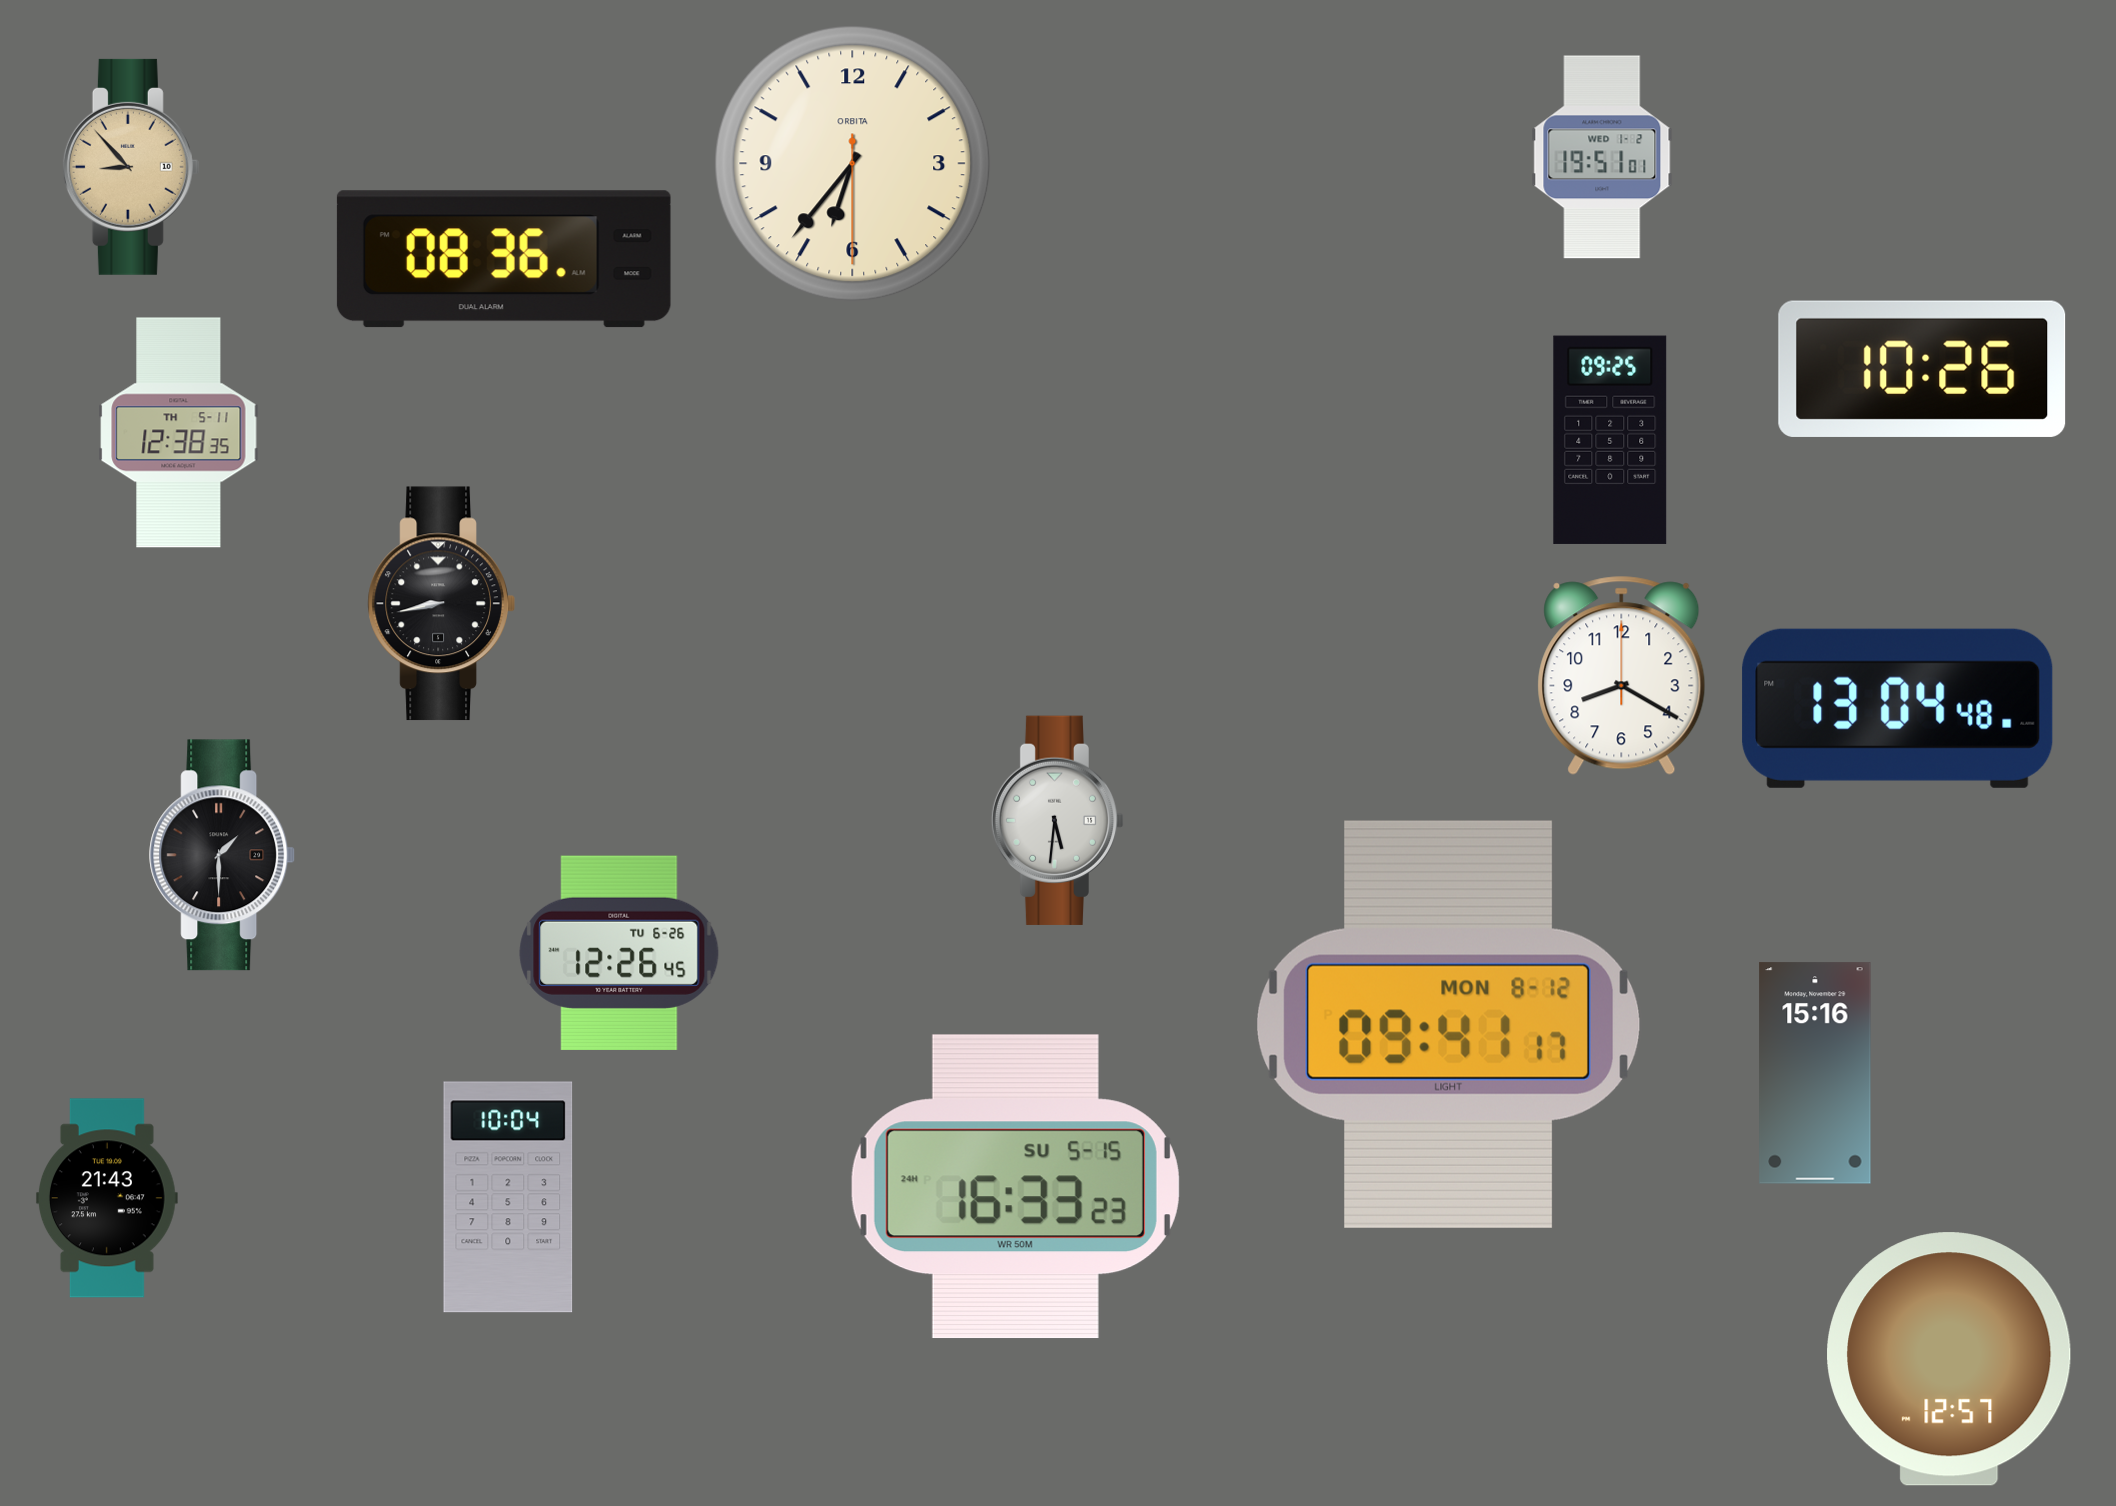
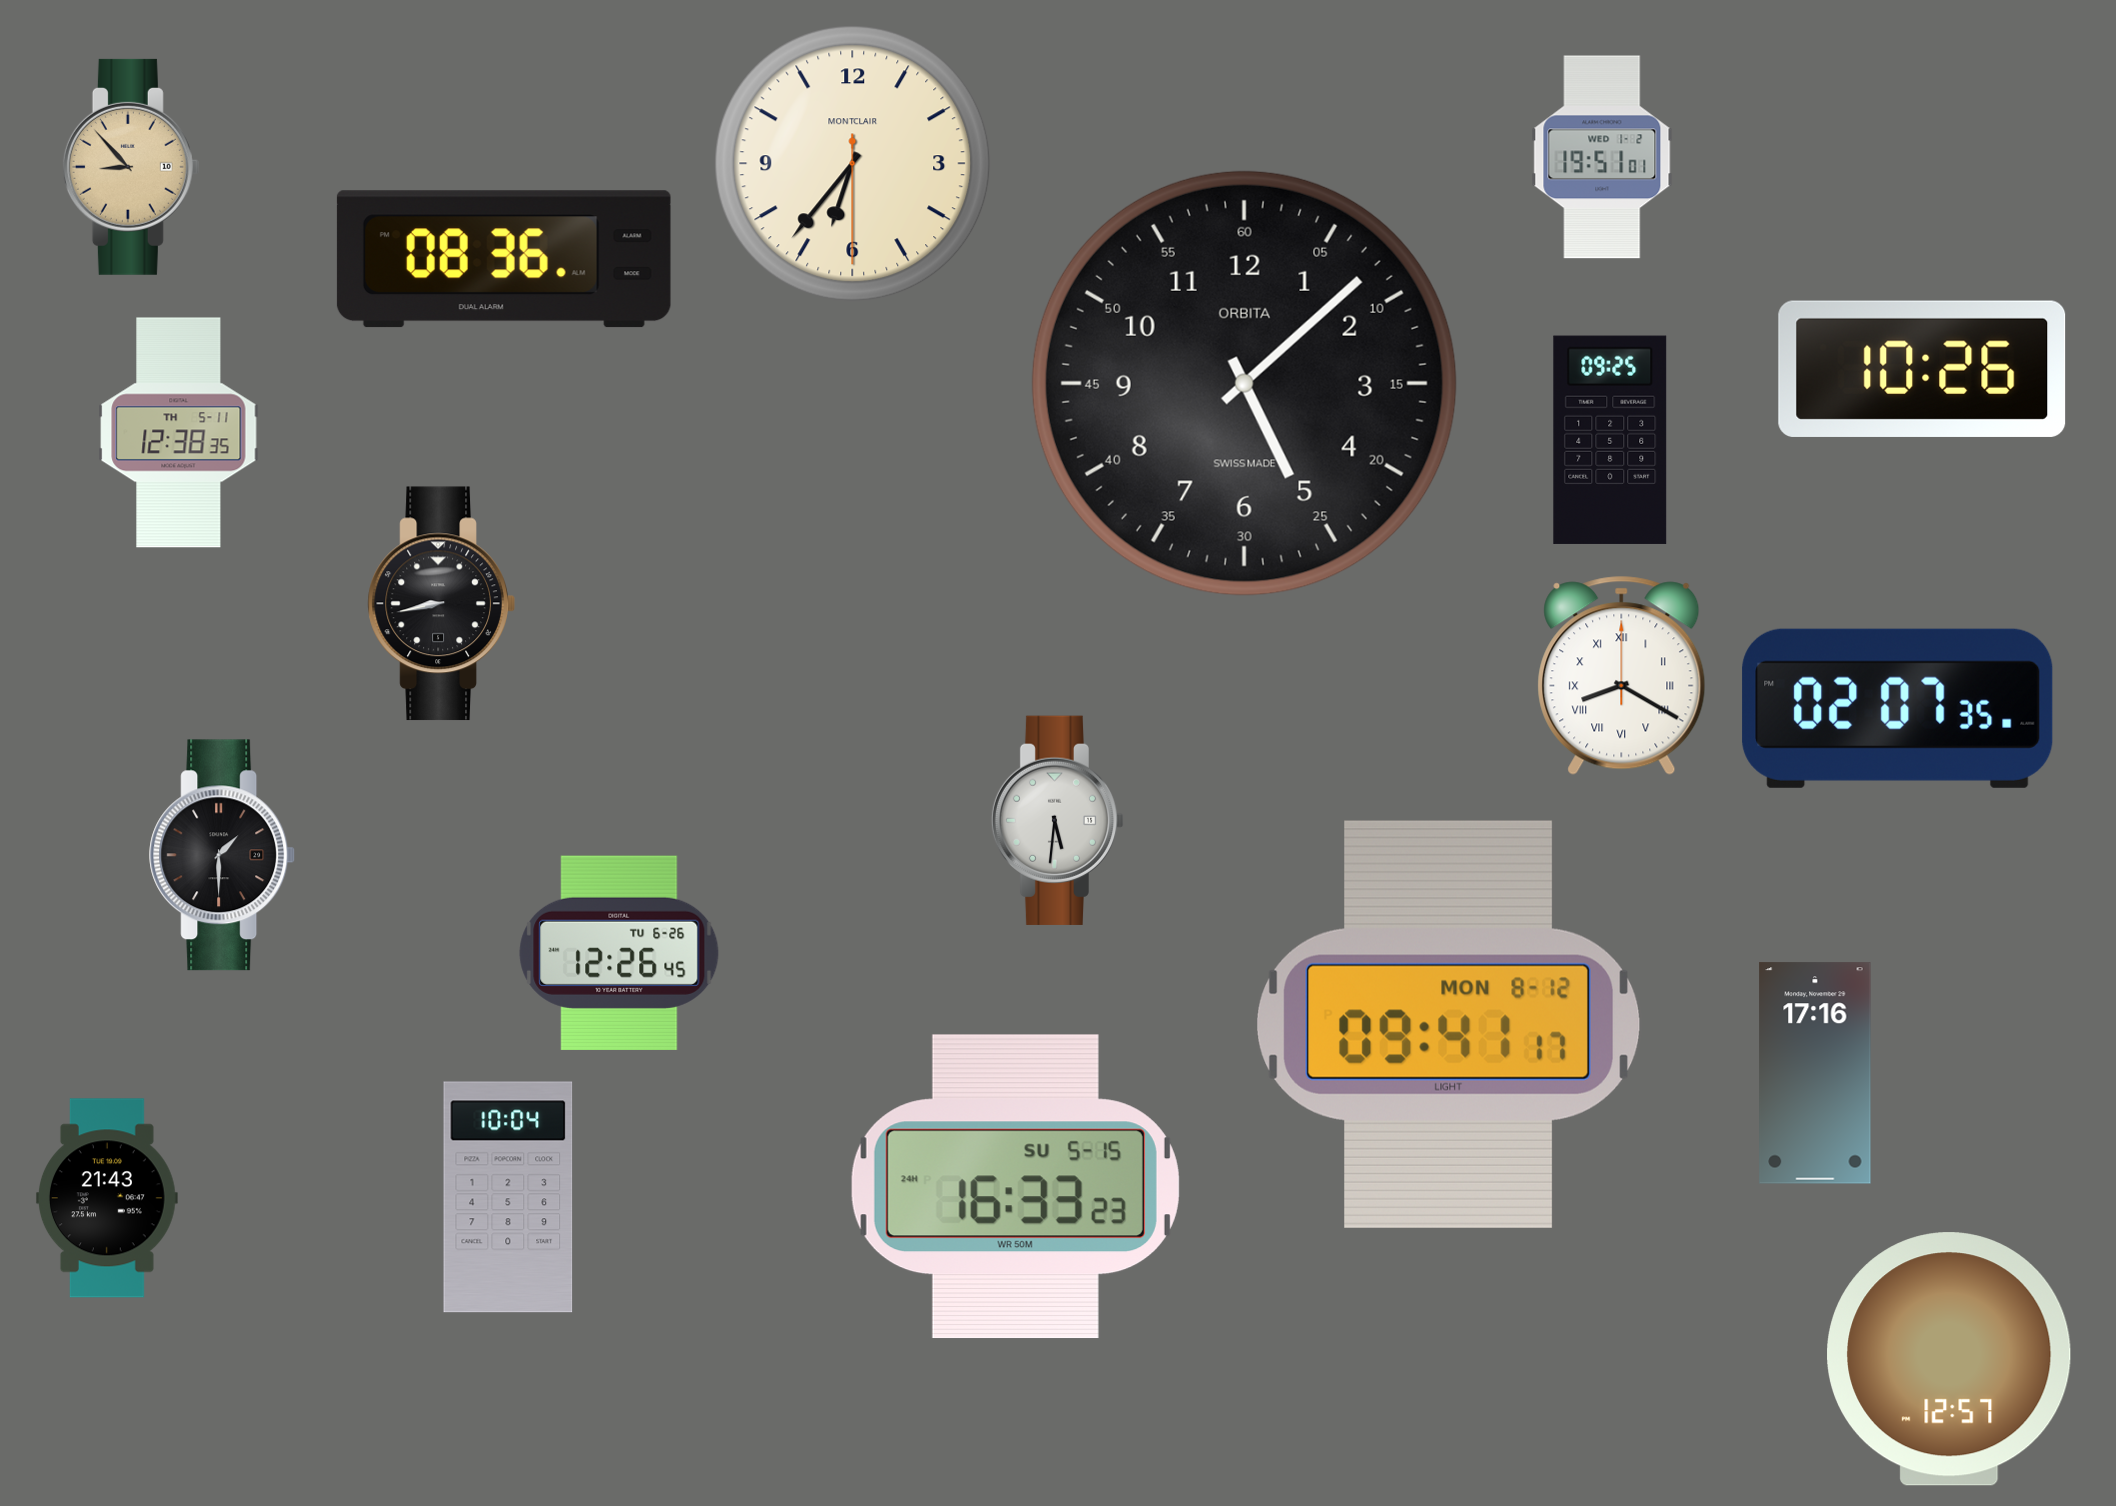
clock at (853, 164) brand: ORBITA -> MONTCLAIR
clock at (1244, 383): none -> 5:08
clock at (1622, 675) numerals: Arabic -> Roman
clock at (1898, 708): 13:04 -> 02:07
clock at (1815, 1073): 15:16 -> 17:16
